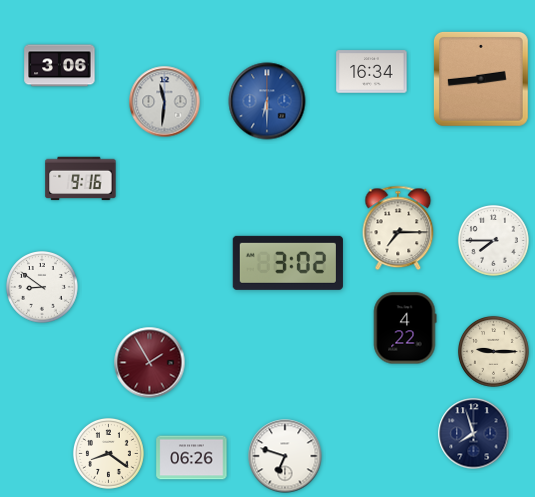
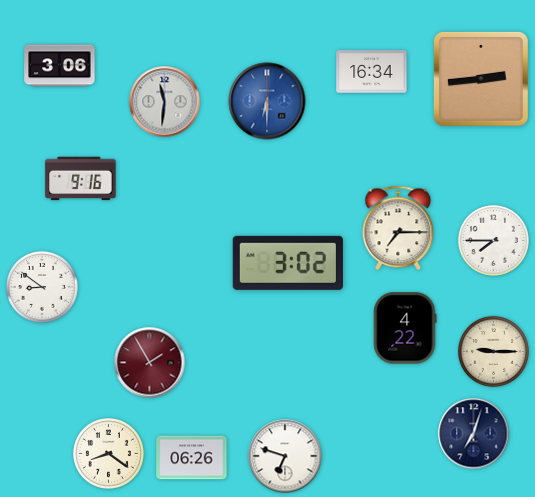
clock at (474, 434): 7:57 -> 7:03
